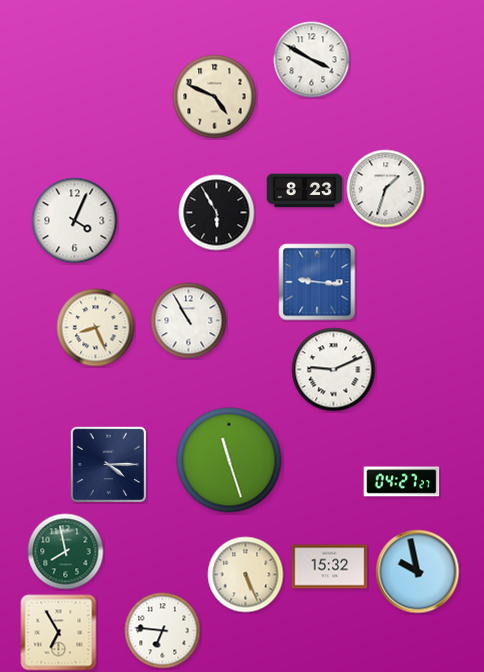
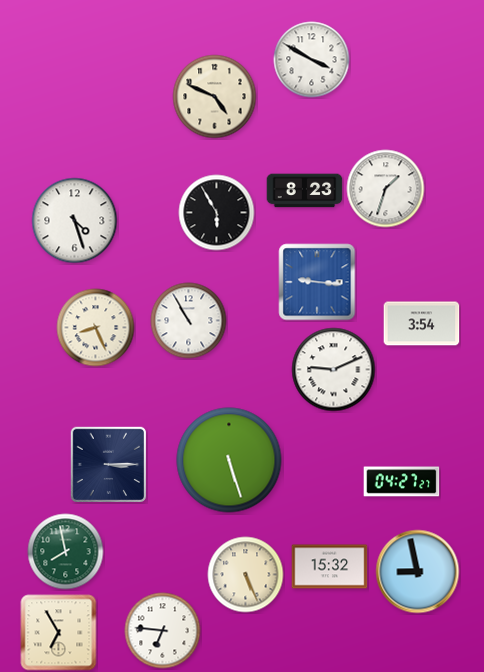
clock at (75, 221): 4:04 -> 4:27
clock at (422, 324): none -> 3:54
clock at (229, 460): 11:27 -> 5:27
clock at (108, 464): 4:15 -> 3:15
clock at (418, 572): 9:58 -> 8:58
